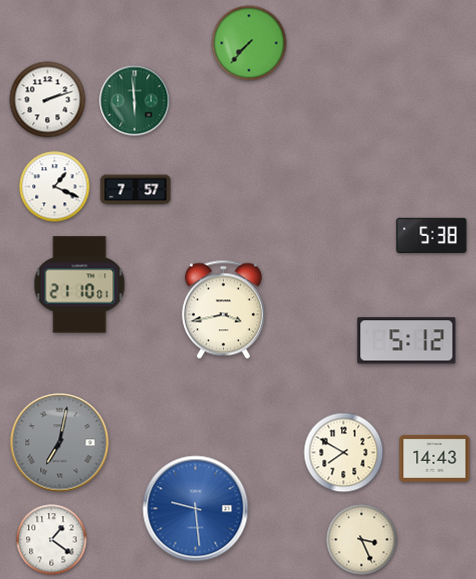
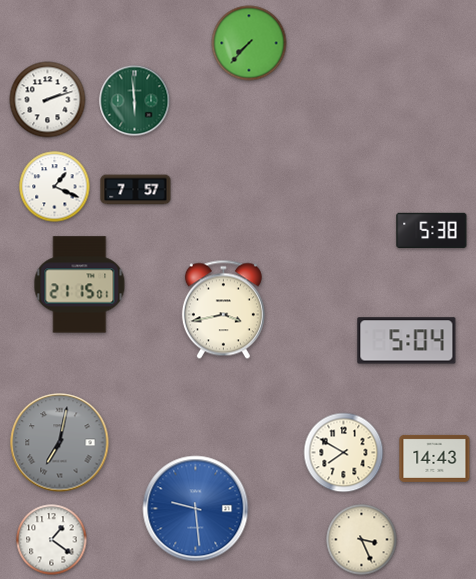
clock at (432, 235) position: (432, 235) -> (432, 230)
clock at (80, 285): 21:10 -> 21:15
clock at (407, 341): 5:12 -> 5:04
